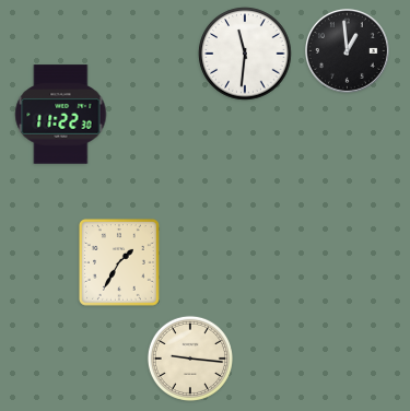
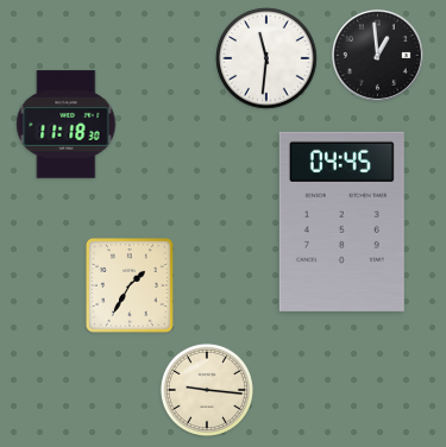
clock at (61, 115): 11:22 -> 11:18
clock at (341, 221): none -> 04:45
